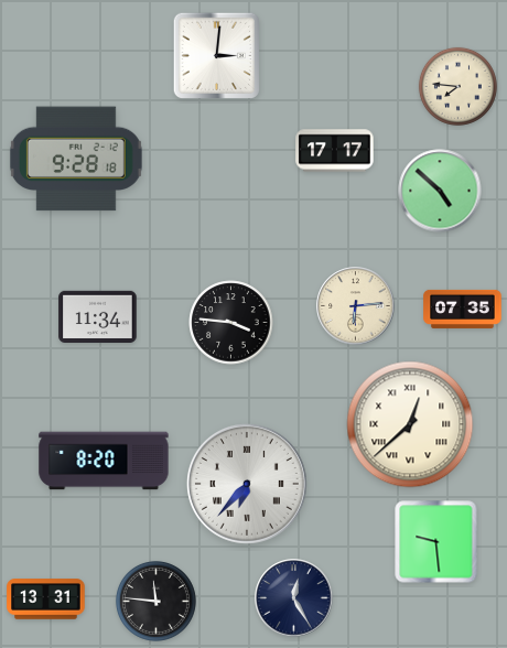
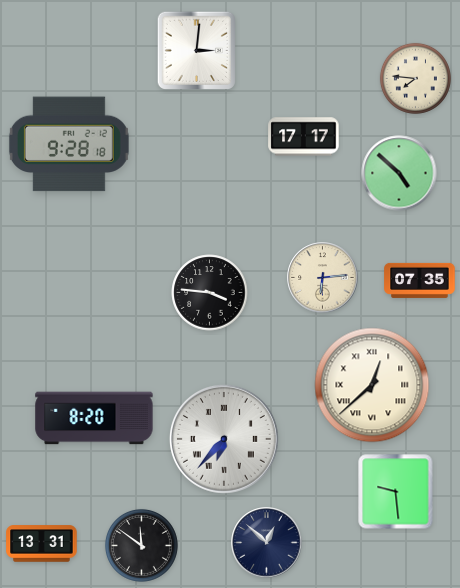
clock at (98, 317): 11:34 -> none
clock at (294, 598): 12:25 -> 12:52
clock at (155, 601): 11:46 -> 11:51
